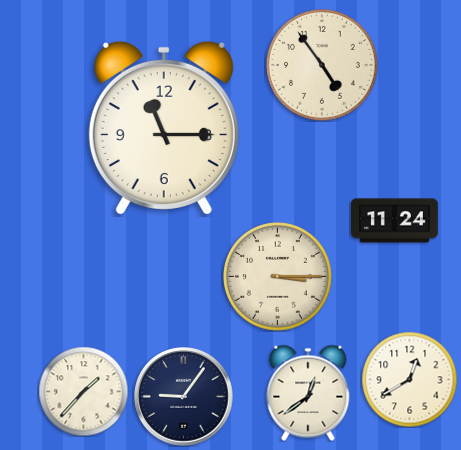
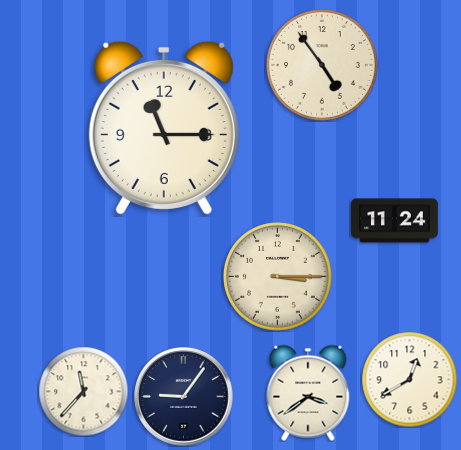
clock at (83, 391): 1:37 -> 11:37
clock at (308, 393): 12:39 -> 3:39
